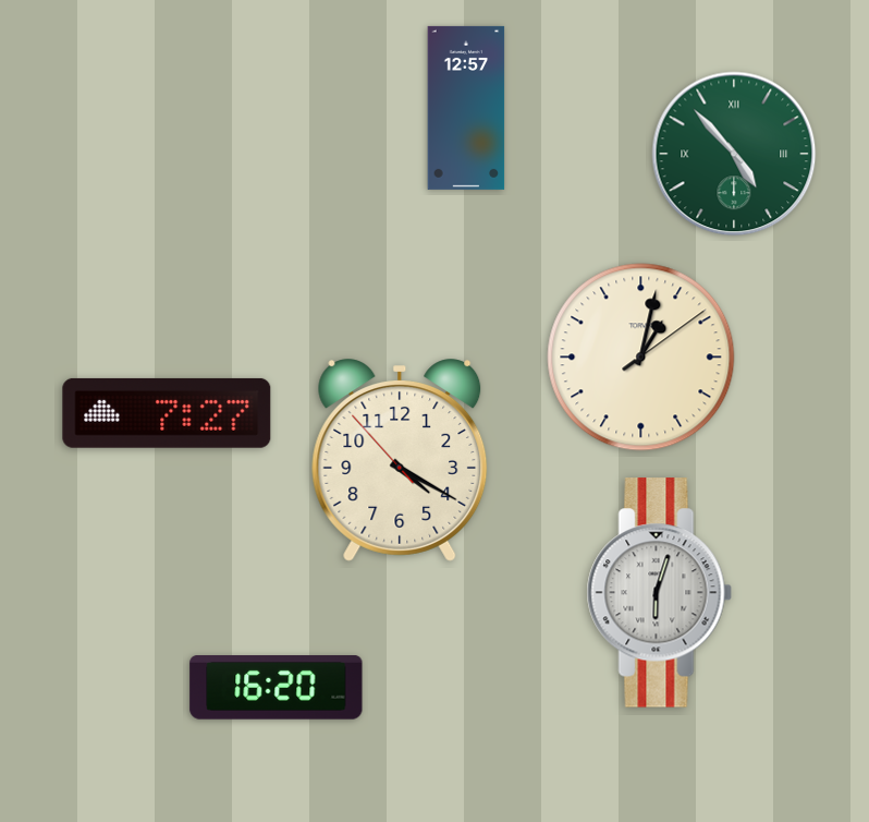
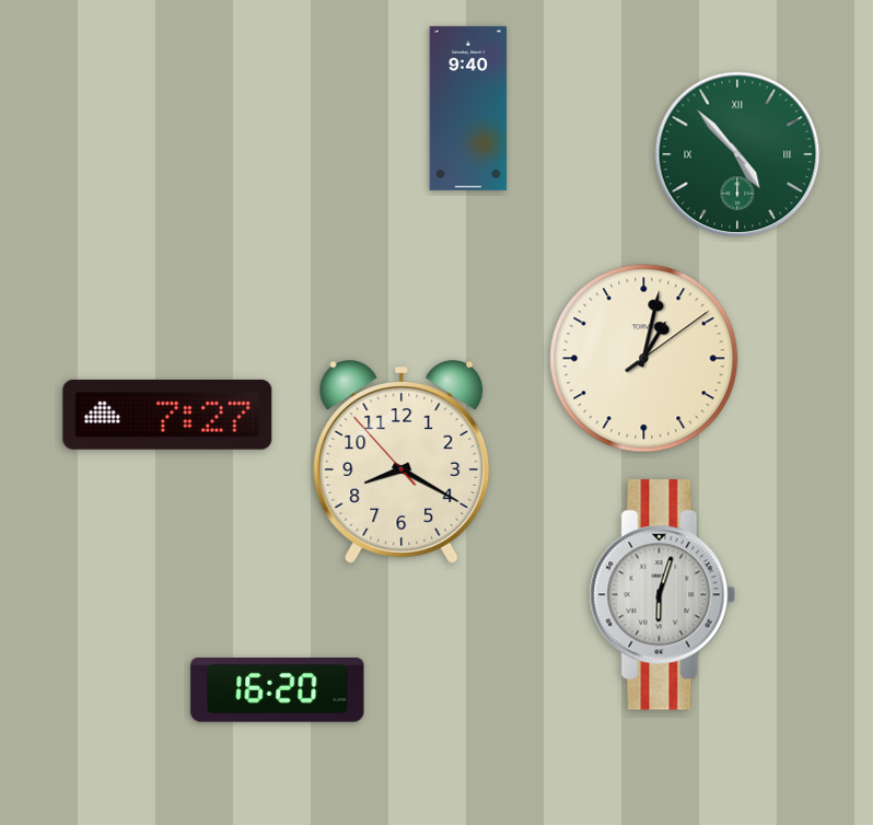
clock at (466, 108): 12:57 -> 9:40
clock at (400, 460): 4:19 -> 8:19
